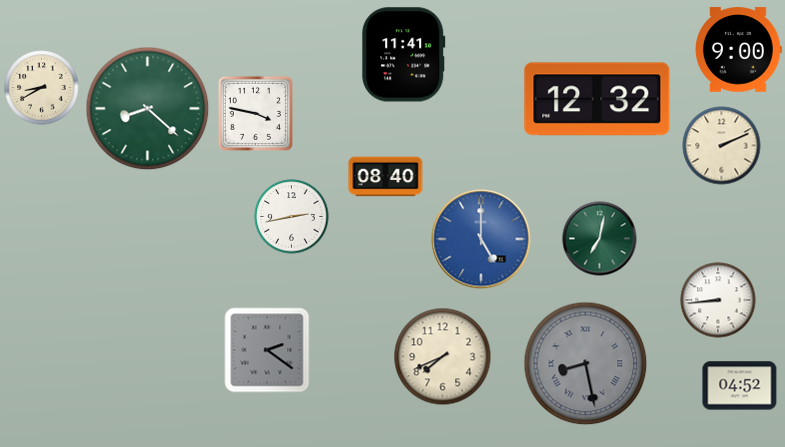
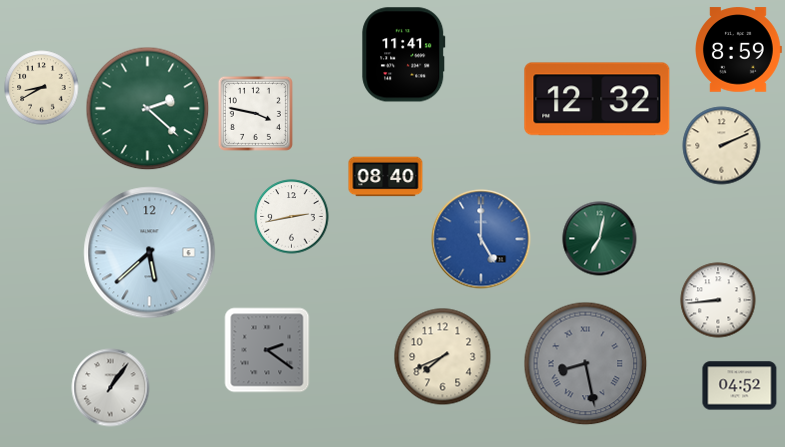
clock at (739, 50): 9:00 -> 8:59
clock at (148, 109): 8:22 -> 2:22
clock at (150, 253): none -> 5:38
clock at (111, 388): none -> 1:06
